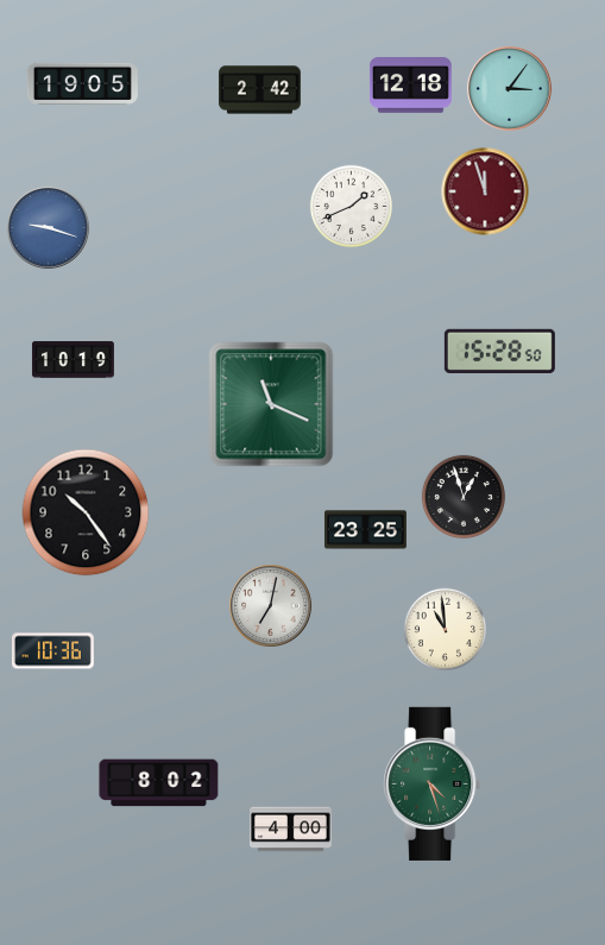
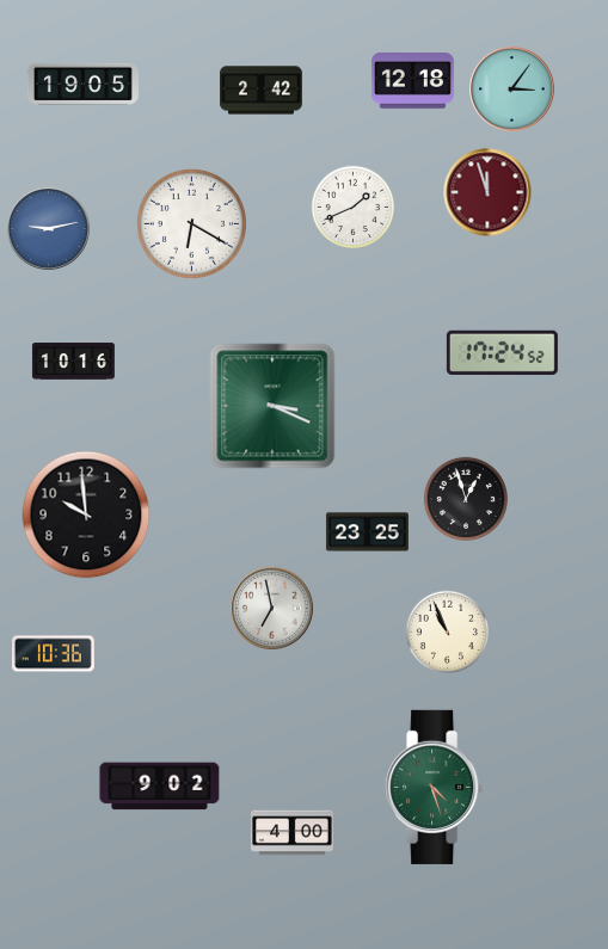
clock at (410, 86) position: (410, 86) -> (412, 81)
clock at (191, 223): none -> 6:20
clock at (49, 228): 9:18 -> 9:13
clock at (499, 351): 15:28 -> 17:24
clock at (73, 360): 10:19 -> 10:16
clock at (271, 404): 11:19 -> 3:19
clock at (86, 512): 10:24 -> 9:59
clock at (271, 606): 7:02 -> 6:58
clock at (445, 629): 10:59 -> 10:56
clock at (159, 783): 8:02 -> 9:02
